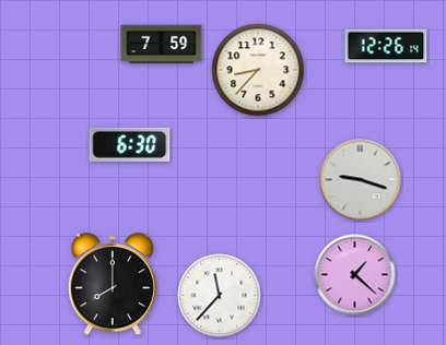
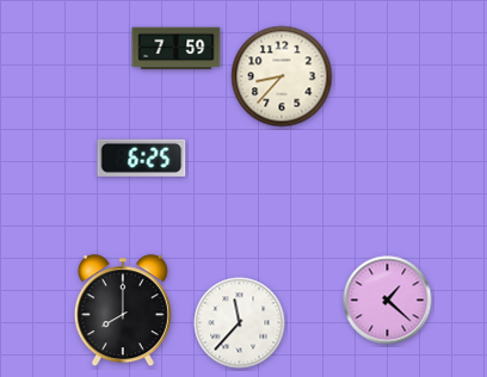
clock at (386, 46): 12:26 -> none
clock at (130, 144): 6:30 -> 6:25
clock at (361, 180): 9:18 -> none
